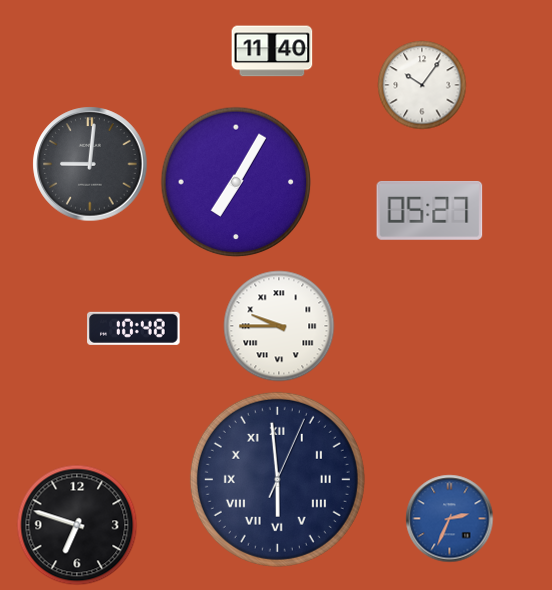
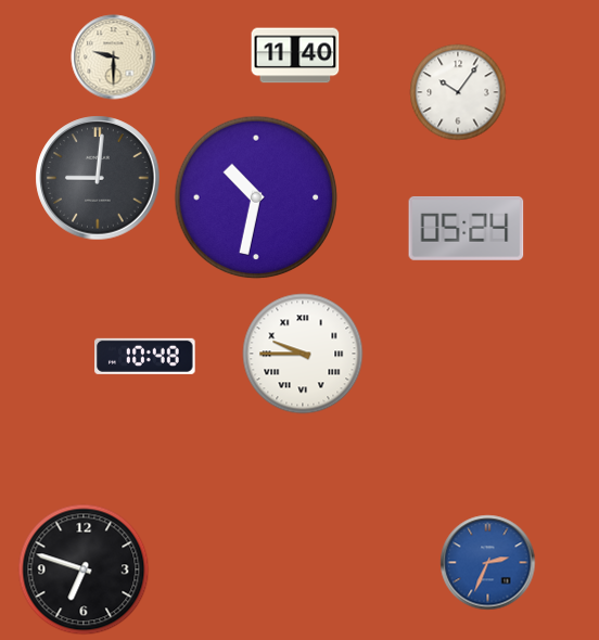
clock at (114, 57): none -> 9:30
clock at (236, 182): 7:05 -> 10:32
clock at (430, 210): 05:27 -> 05:24
clock at (277, 479): 5:59 -> none
